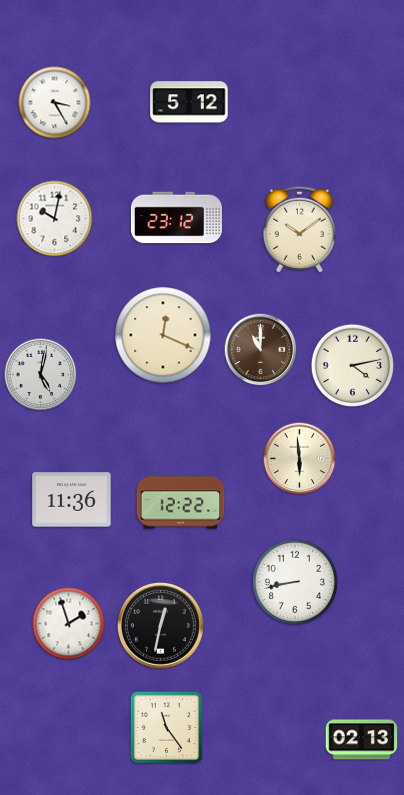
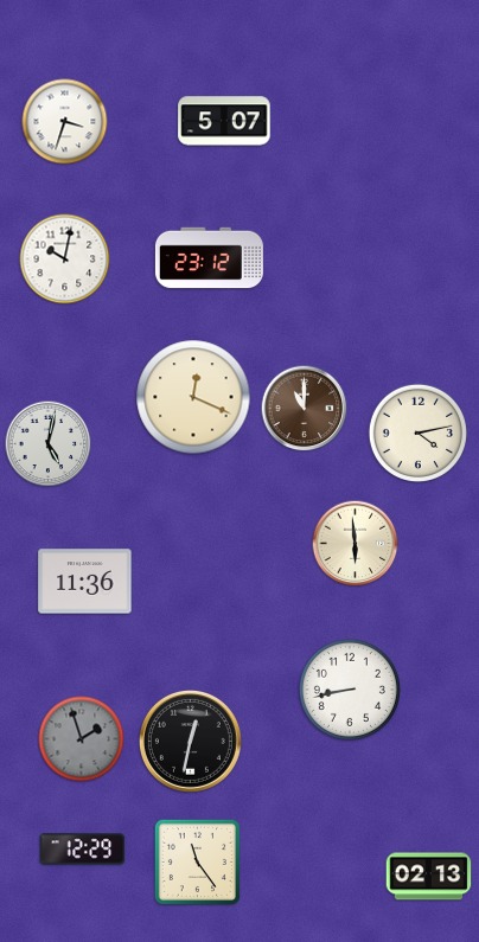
clock at (189, 102): 5:12 -> 5:07
clock at (55, 103): 3:25 -> 3:33
clock at (299, 229): 10:09 -> none
clock at (261, 350) position: (261, 350) -> (305, 409)
clock at (72, 500) position: (72, 500) -> (85, 582)
clock at (181, 503): 12:22 -> none
clock at (69, 624) dial: white -> grey
clock at (83, 850): none -> 12:29
